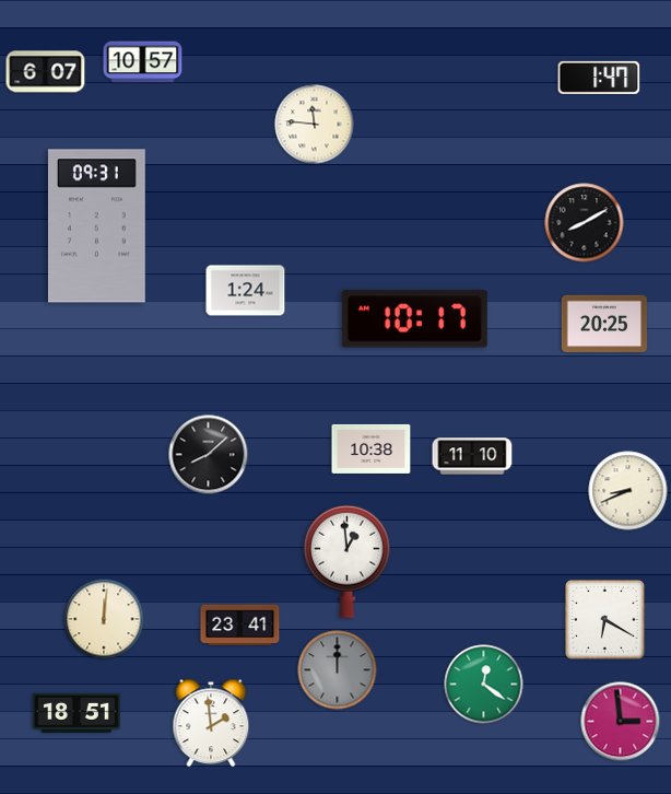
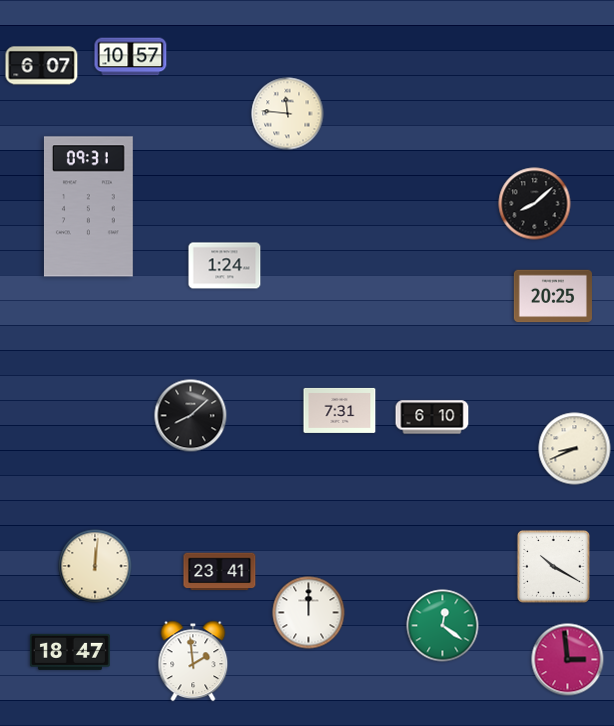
clock at (599, 78): 1:47 -> none
clock at (585, 223): 8:10 -> 8:08
clock at (414, 319): 10:17 -> none
clock at (372, 448): 10:38 -> 7:31
clock at (472, 456): 11:10 -> 6:10
clock at (346, 561): 12:59 -> none
clock at (604, 619): 6:20 -> 10:20
clock at (338, 670) dial: grey -> white
clock at (76, 713): 18:51 -> 18:47
